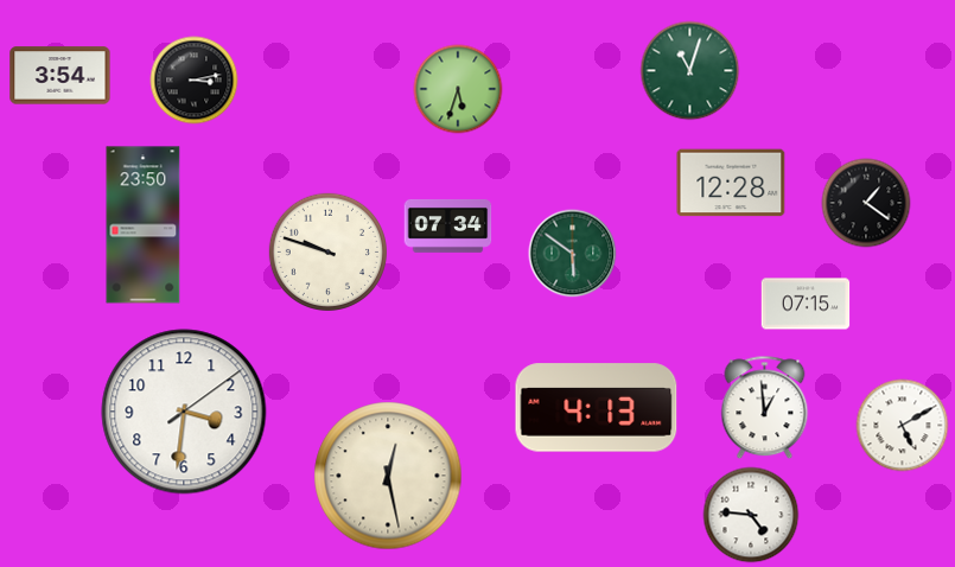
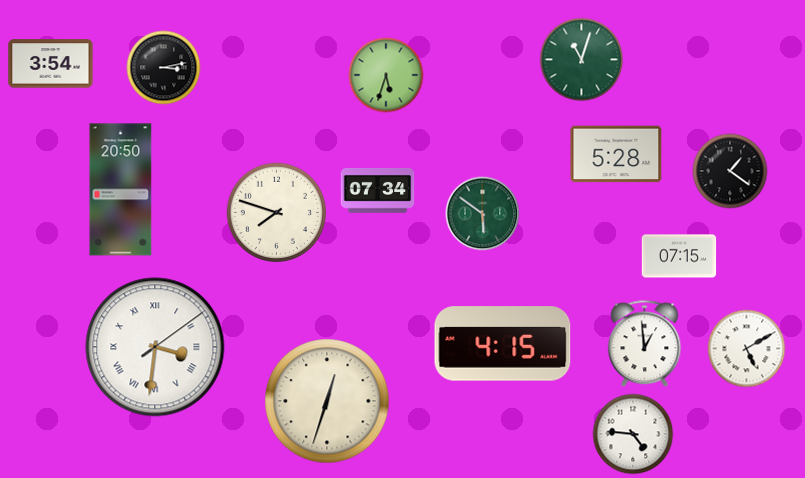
clock at (731, 183): 12:28 -> 5:28
clock at (144, 225): 23:50 -> 20:50
clock at (327, 251): 9:48 -> 7:48
clock at (597, 408): 4:13 -> 4:15
clock at (184, 412) numerals: Arabic -> Roman
clock at (903, 426) position: (903, 426) -> (747, 349)
clock at (388, 476): 12:28 -> 12:33
